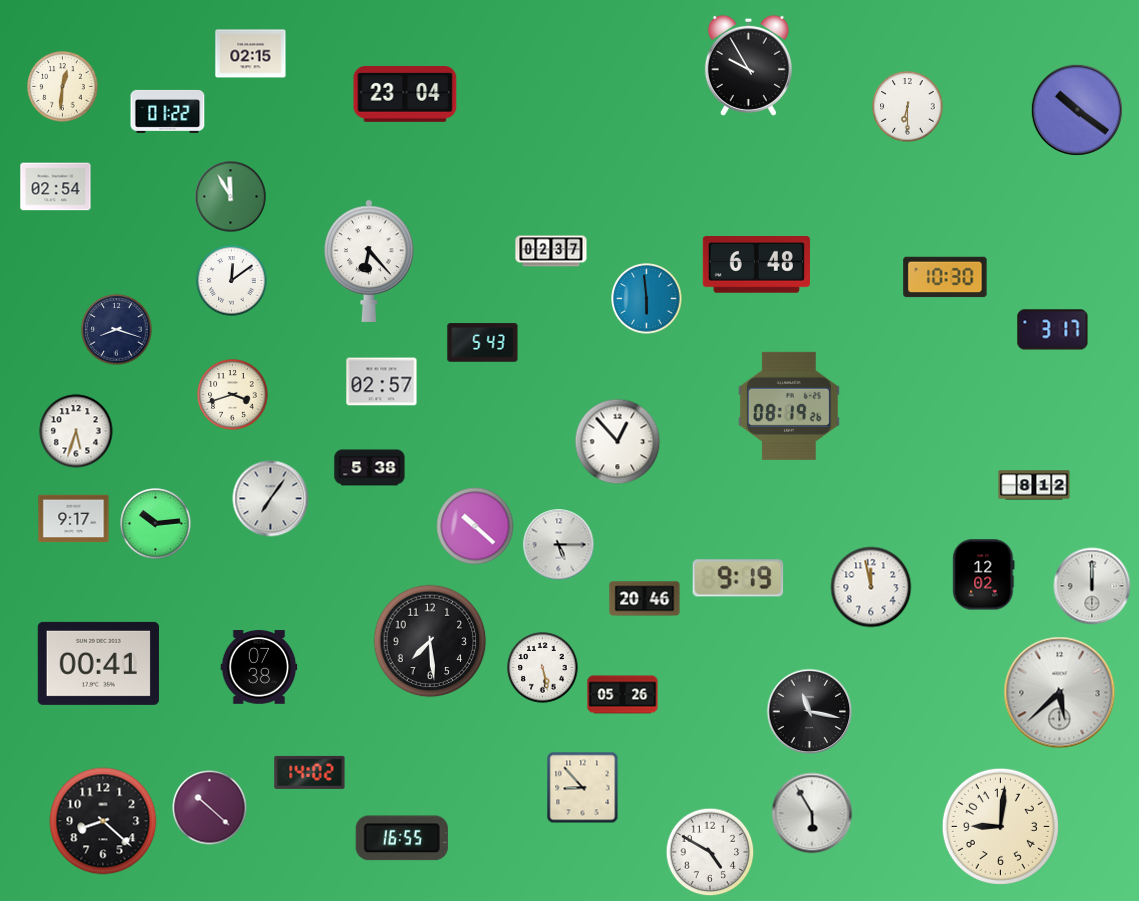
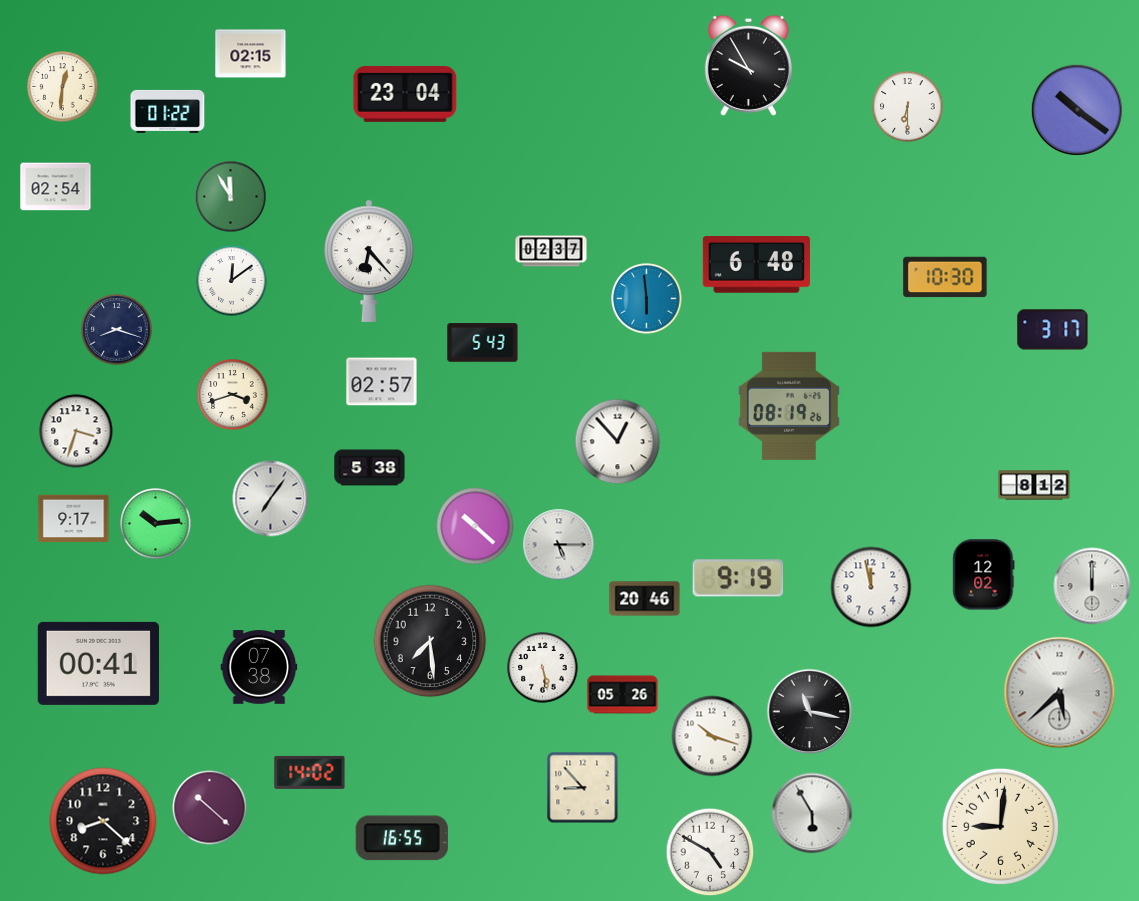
clock at (76, 431): 5:33 -> 3:33
clock at (712, 736): none -> 10:18
